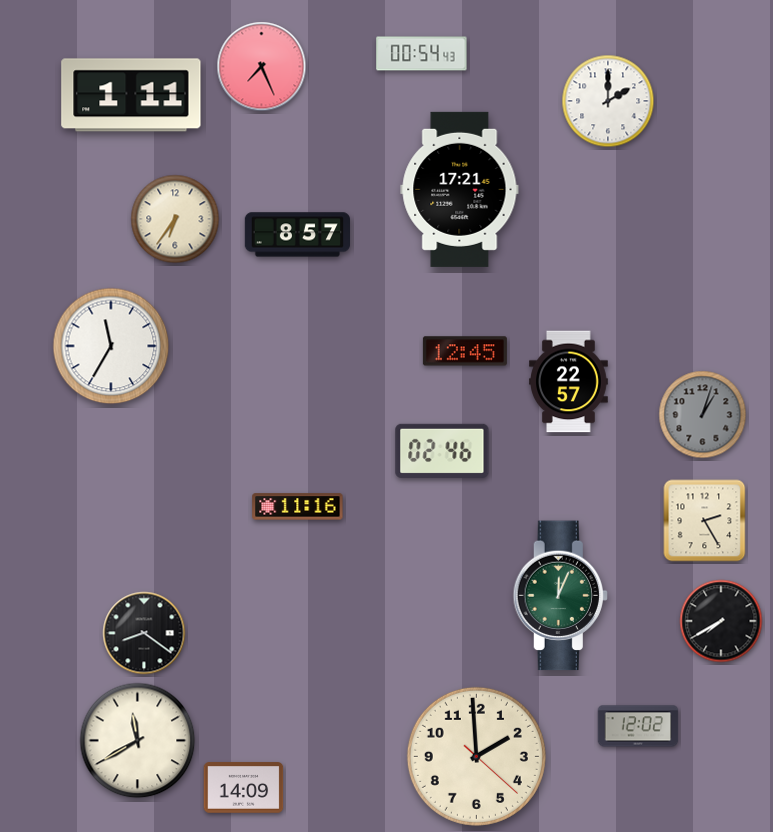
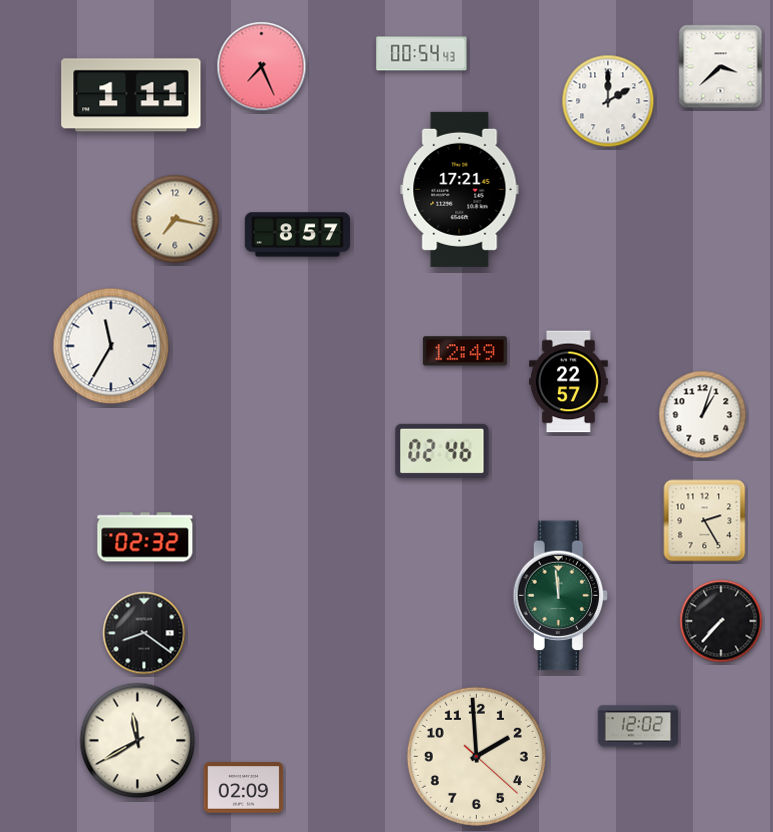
clock at (721, 67): none -> 3:38
clock at (175, 219): 6:36 -> 7:17
clock at (465, 351): 12:45 -> 12:49
clock at (703, 415) dial: grey -> white
clock at (298, 507): 11:16 -> none
clock at (145, 537): none -> 02:32
clock at (560, 596): 12:04 -> 11:59
clock at (721, 621): 7:40 -> 7:37
clock at (244, 788): 14:09 -> 02:09
